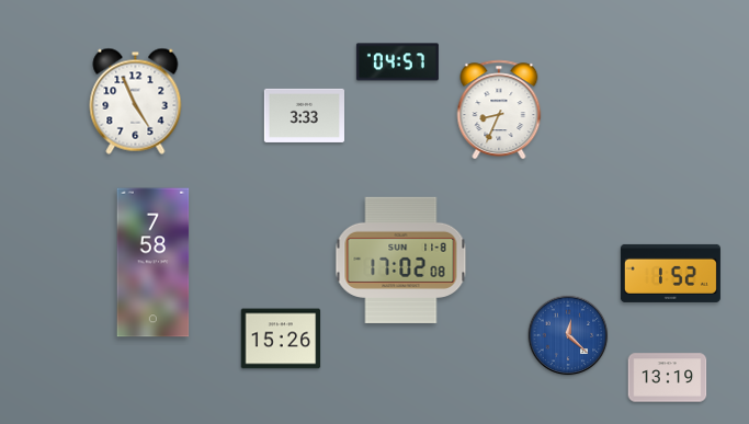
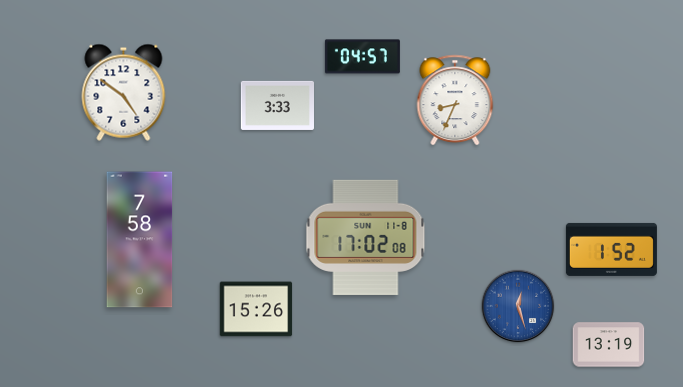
clock at (136, 101): 4:56 -> 4:51
clock at (568, 335): 12:22 -> 12:27
